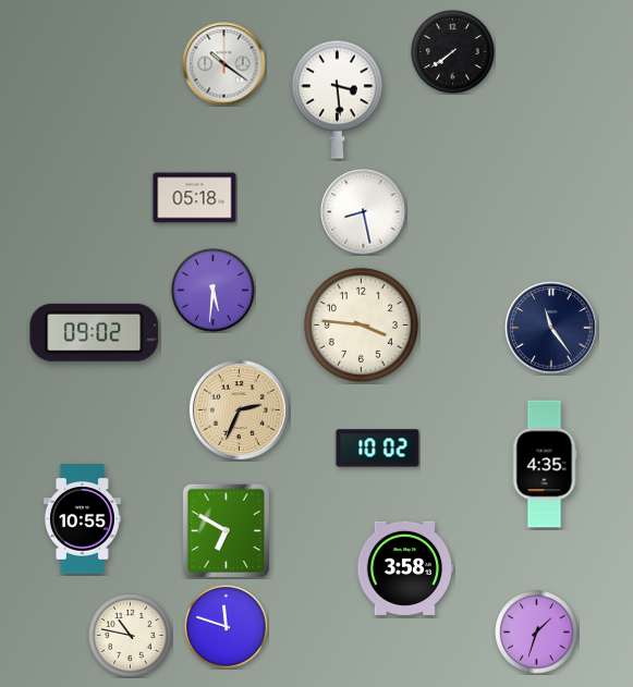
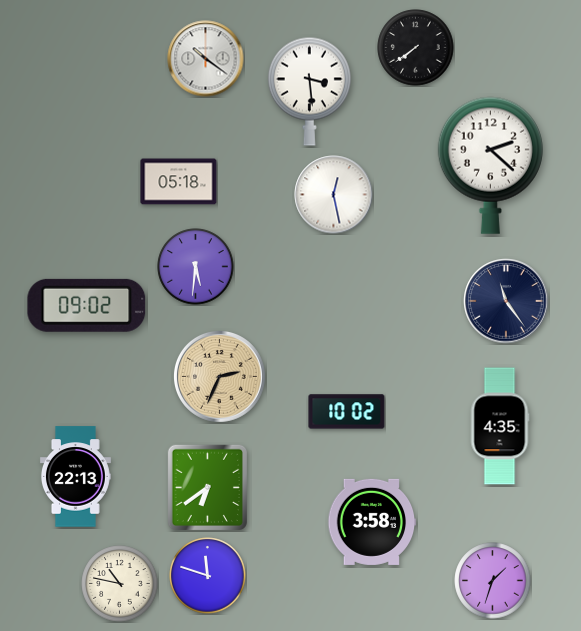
clock at (490, 165): none -> 2:22
clock at (364, 212): 8:28 -> 12:28
clock at (361, 324): 3:46 -> none
clock at (82, 519): 10:55 -> 22:13
clock at (226, 530): 6:50 -> 6:39
